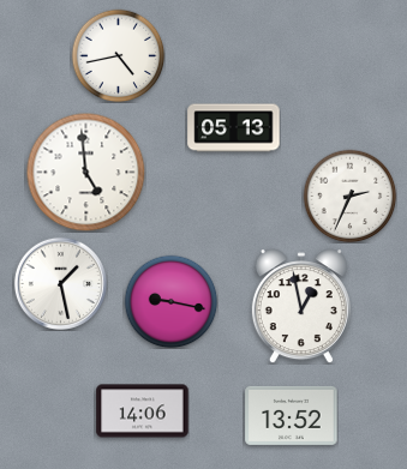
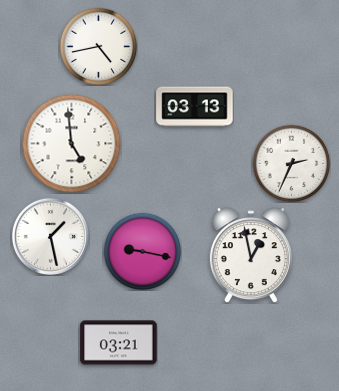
clock at (234, 128): 05:13 -> 03:13
clock at (143, 411): 14:06 -> 03:21
clock at (292, 415): 13:52 -> none
